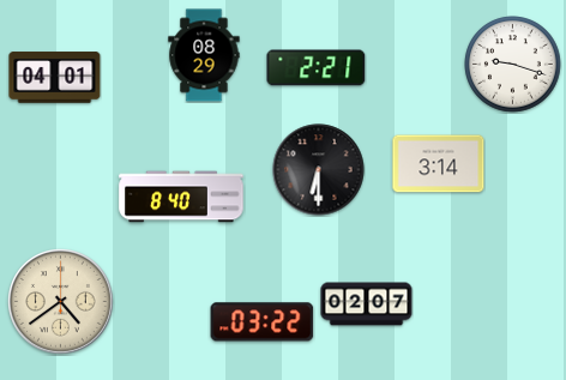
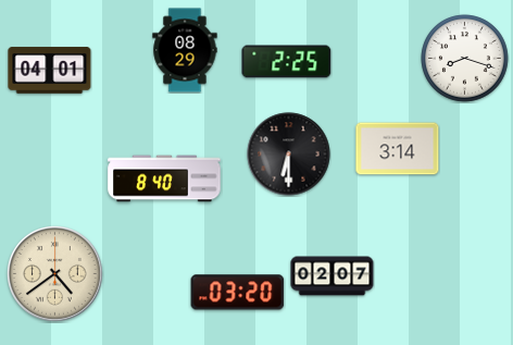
clock at (513, 65): 9:18 -> 8:18
clock at (317, 68): 2:21 -> 2:25
clock at (263, 322): 03:22 -> 03:20
